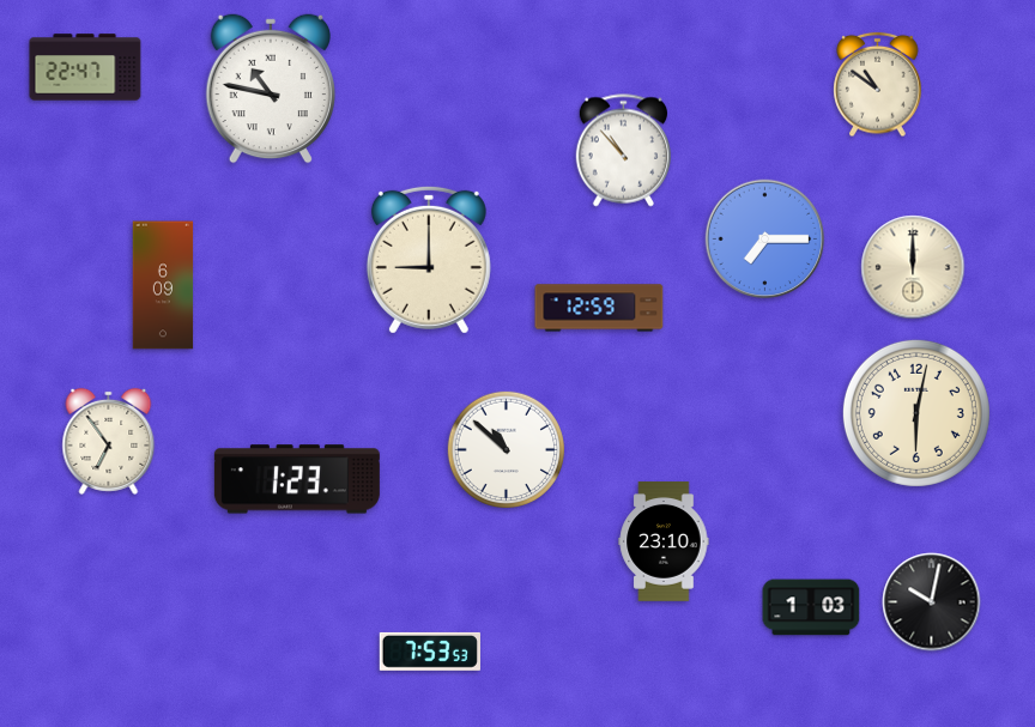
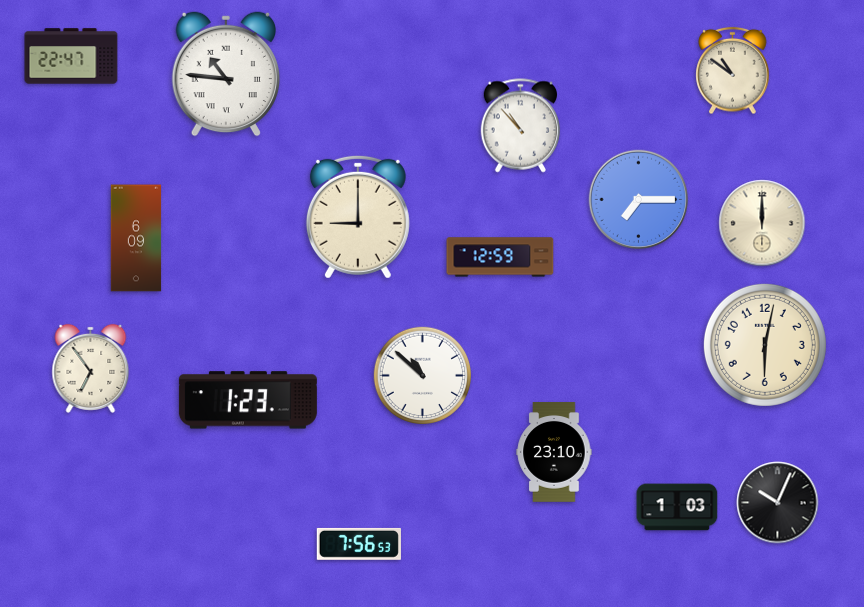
clock at (270, 89): 10:47 -> 10:46
clock at (932, 602): 10:02 -> 10:04
clock at (430, 652): 7:53 -> 7:56
